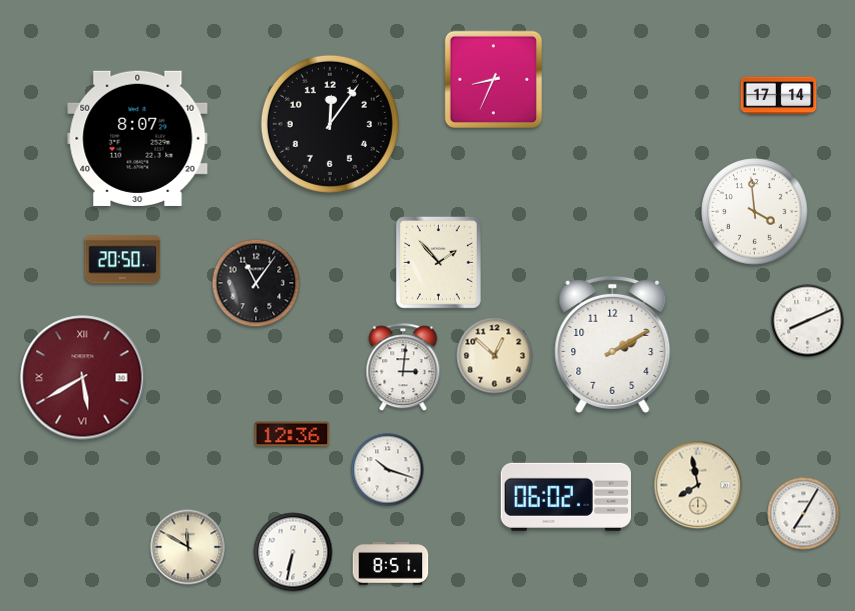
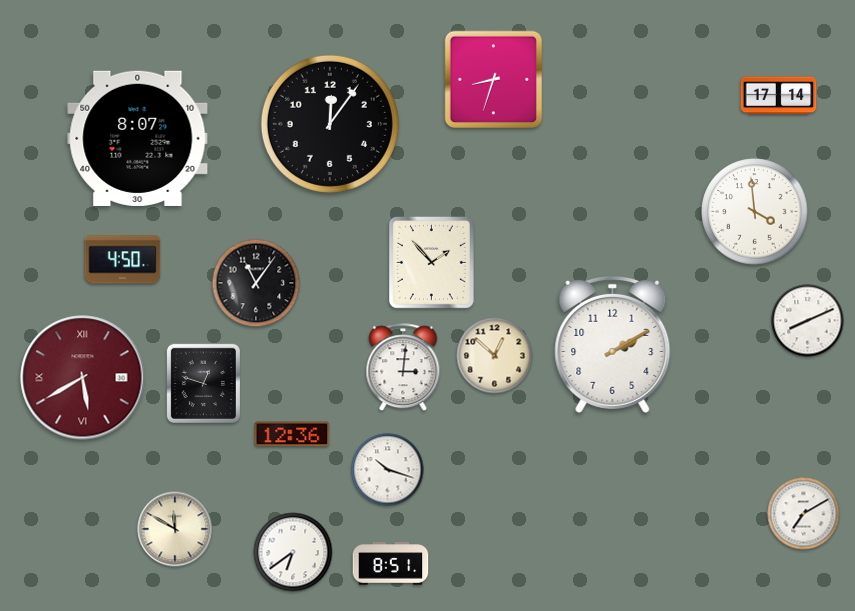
clock at (494, 80): 8:34 -> 8:33
clock at (123, 260): 20:50 -> 4:50
clock at (438, 262) position: (438, 262) -> (431, 262)
clock at (203, 383): none -> 12:48
clock at (698, 485): 7:58 -> none
clock at (565, 497): 06:02 -> none
clock at (804, 514): 7:05 -> 7:10
clock at (188, 547) position: (188, 547) -> (175, 529)
clock at (293, 552): 6:32 -> 6:39
